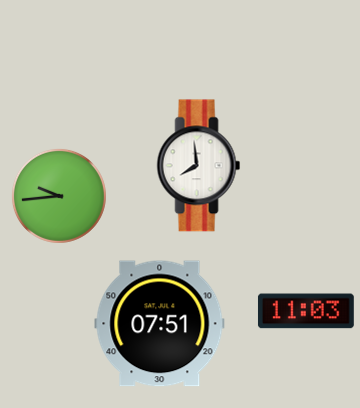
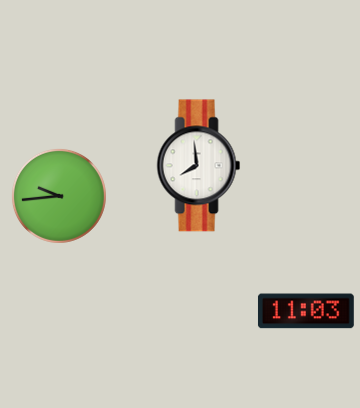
clock at (160, 324): 07:51 -> none
